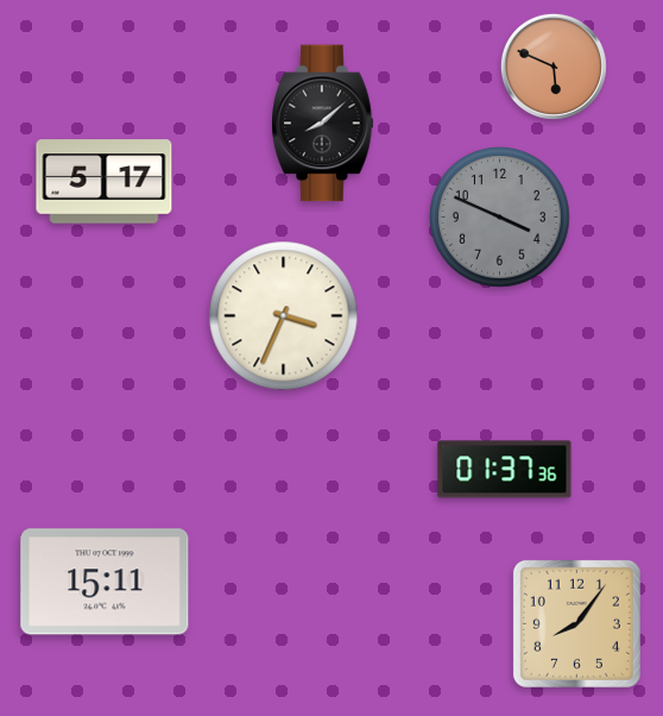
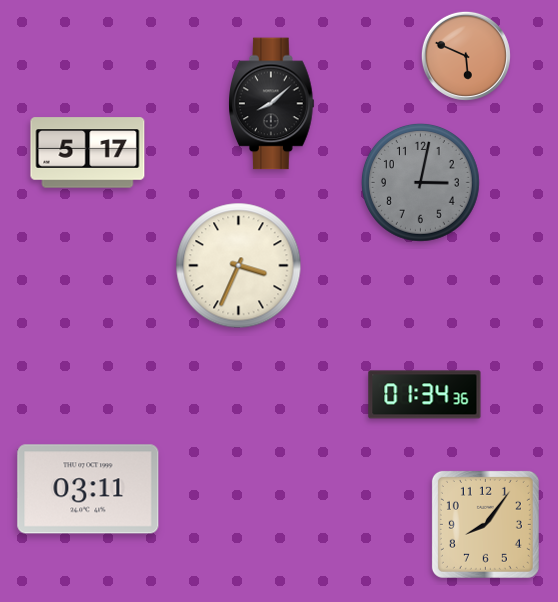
clock at (499, 216): 3:49 -> 3:02
clock at (505, 470): 01:37 -> 01:34
clock at (105, 582): 15:11 -> 03:11
